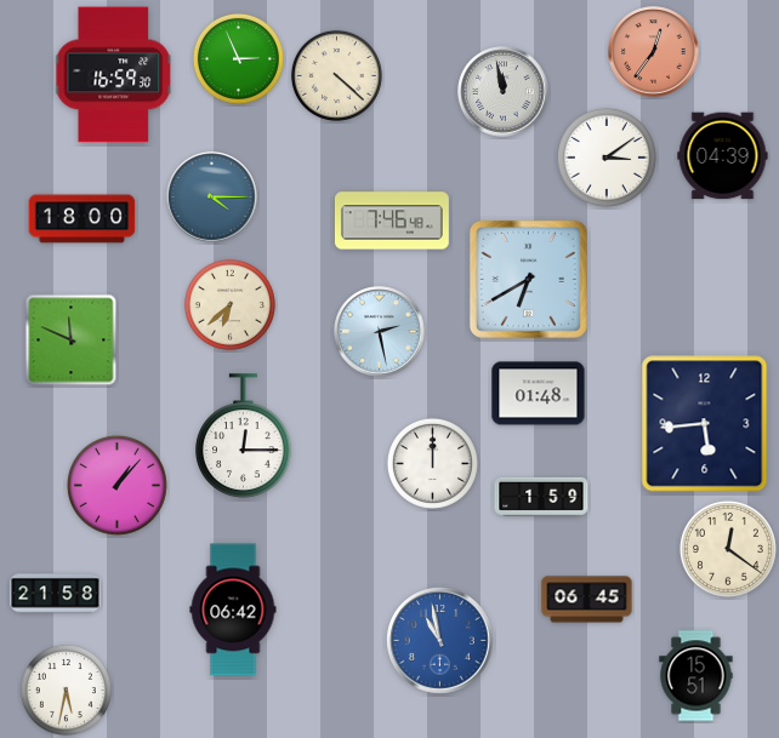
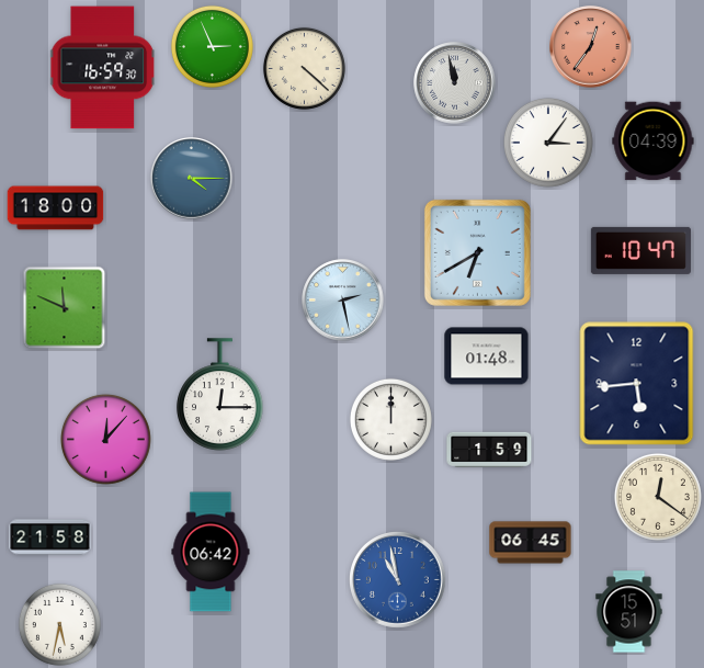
clock at (238, 58) position: (238, 58) -> (212, 46)
clock at (607, 158): 3:09 -> 3:06
clock at (83, 219) position: (83, 219) -> (56, 208)
clock at (392, 221): 7:46 -> none
clock at (640, 250): none -> 10:47
clock at (229, 304): 6:38 -> none
clock at (116, 485): 1:07 -> 12:07
